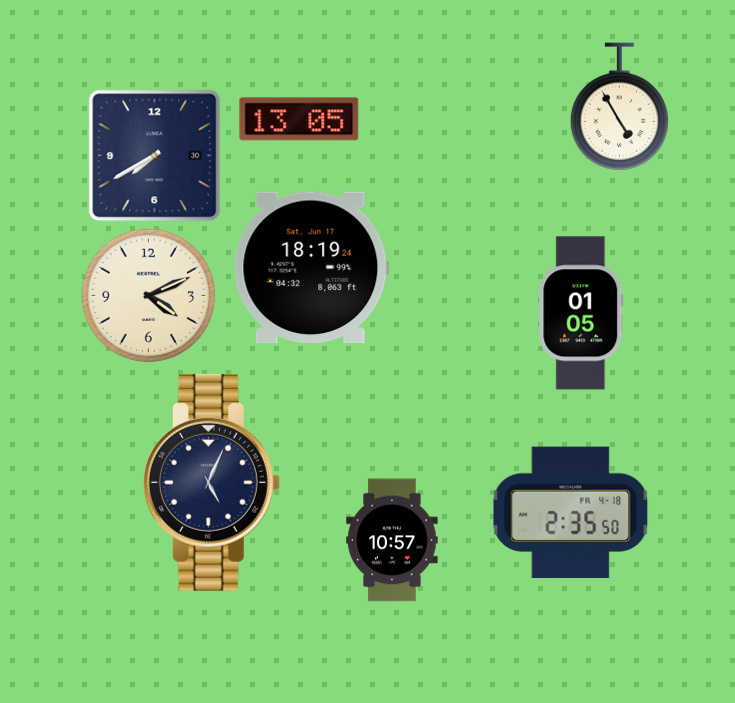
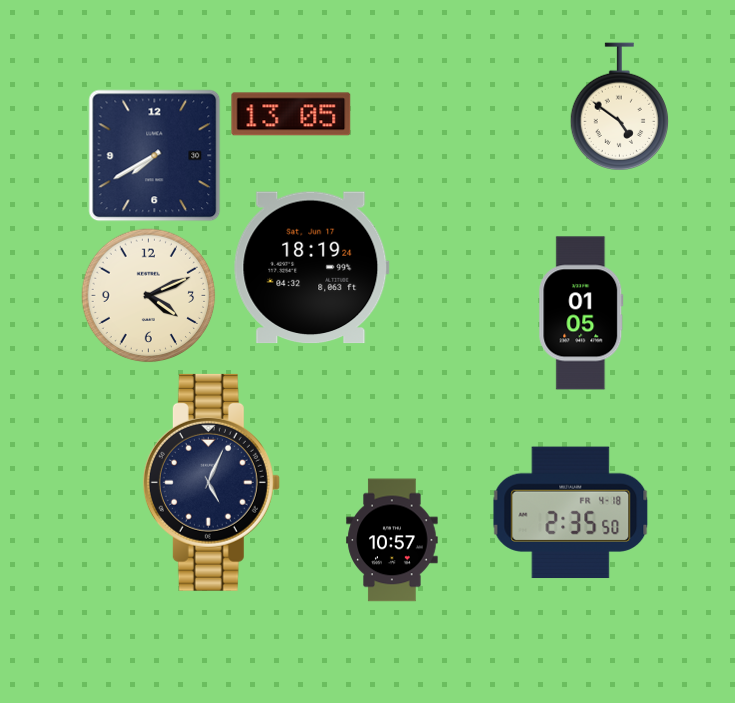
clock at (619, 107): 4:55 -> 4:51
clock at (299, 119) position: (299, 119) -> (291, 114)
